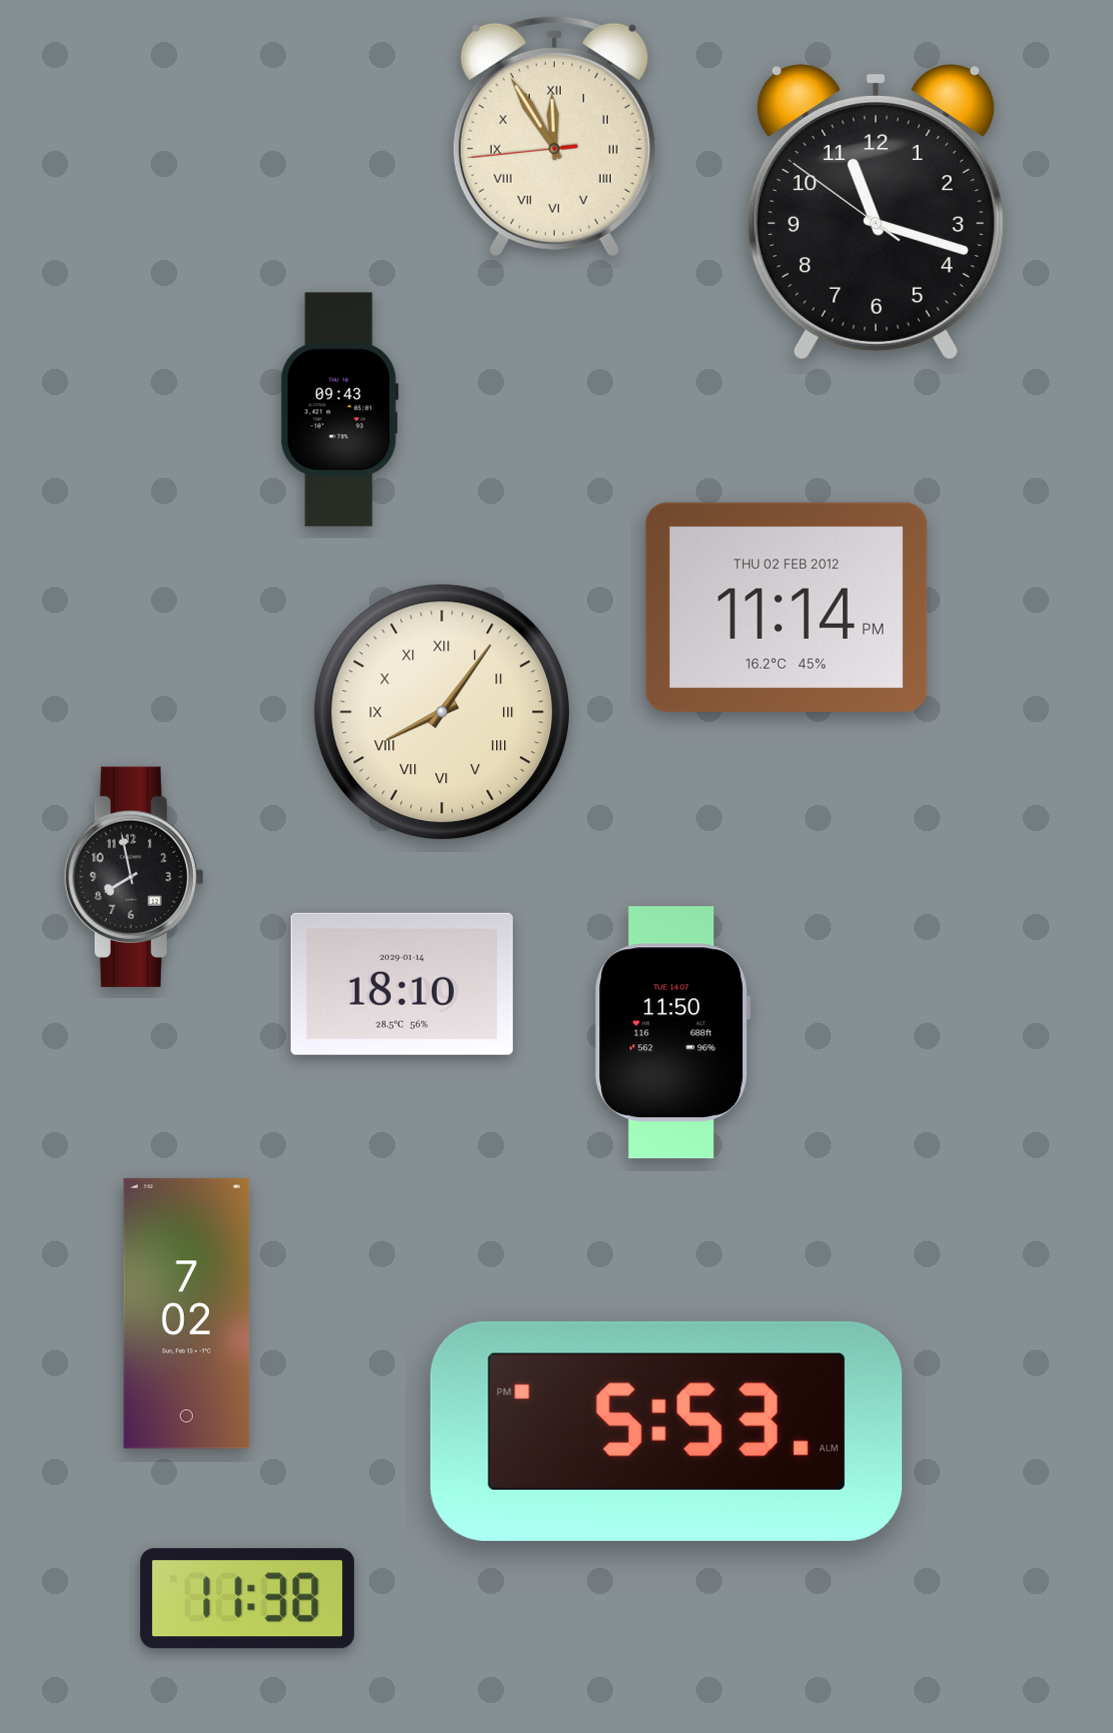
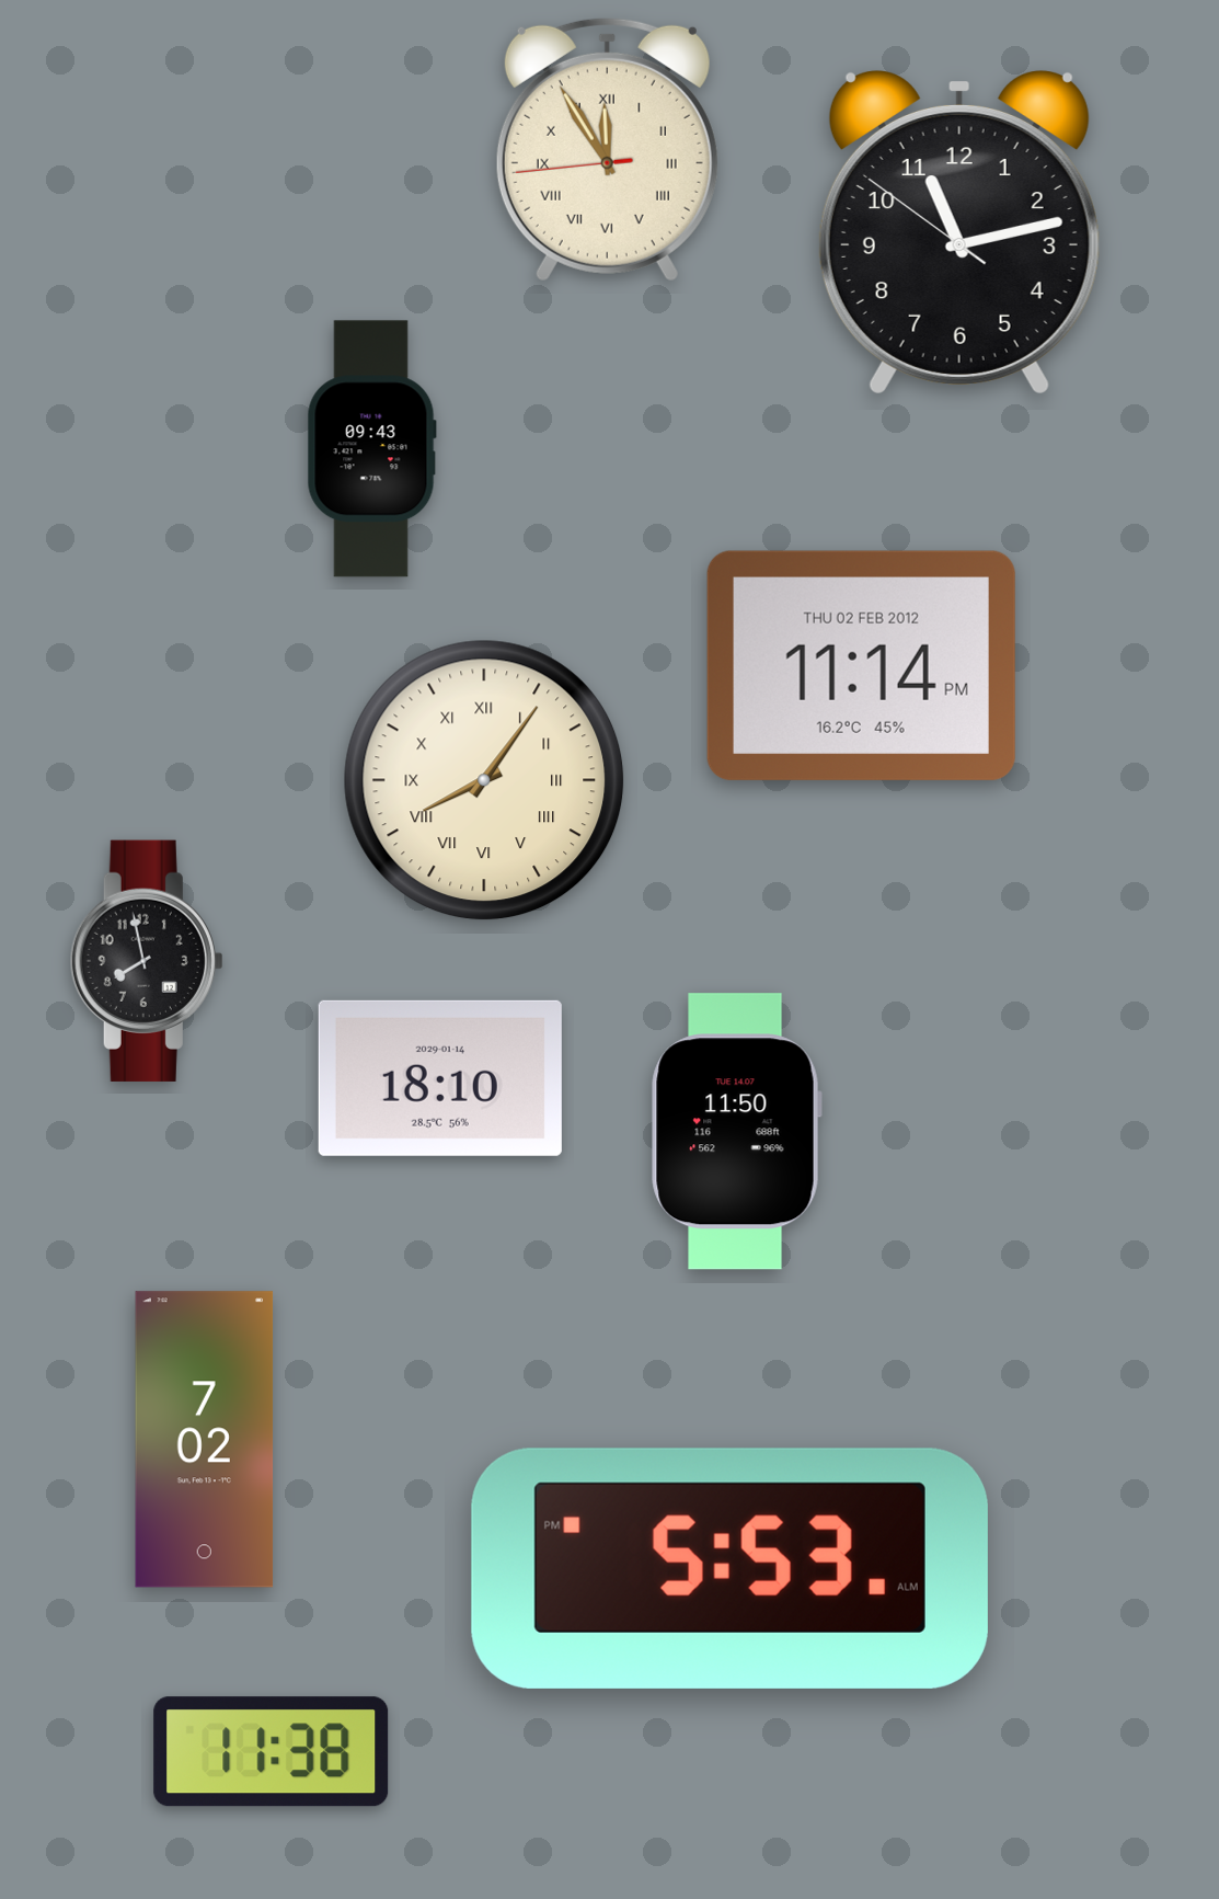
clock at (876, 213): 11:17 -> 11:12
